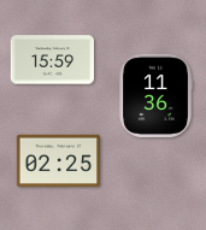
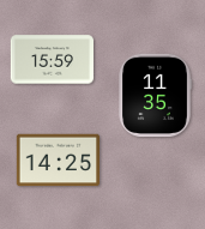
clock at (155, 95): 11:36 -> 11:35
clock at (58, 161): 02:25 -> 14:25
